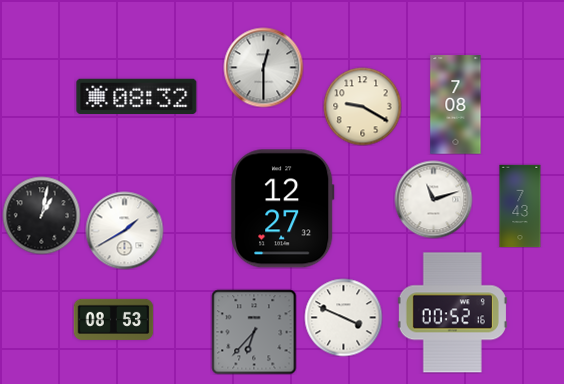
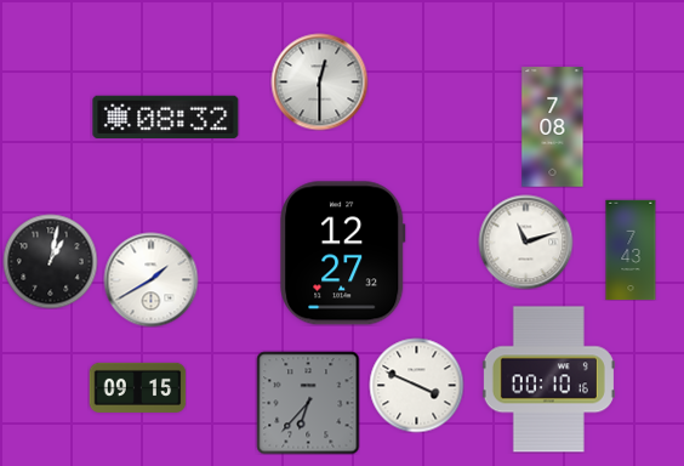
clock at (362, 106): 9:20 -> none
clock at (452, 313): 00:52 -> 00:10
clock at (113, 319): 08:53 -> 09:15
